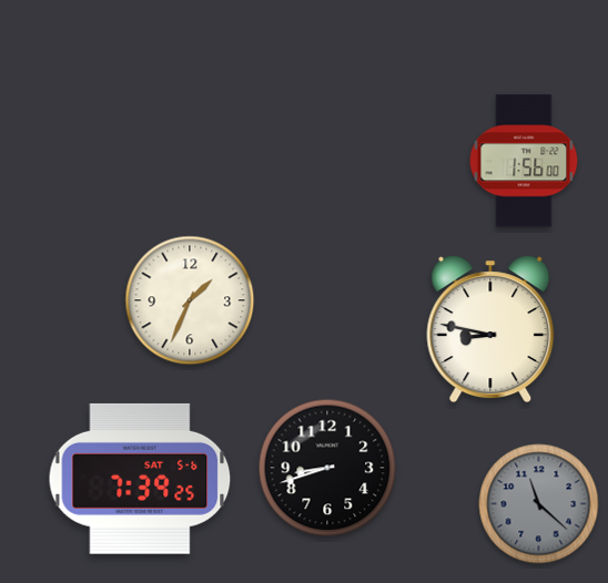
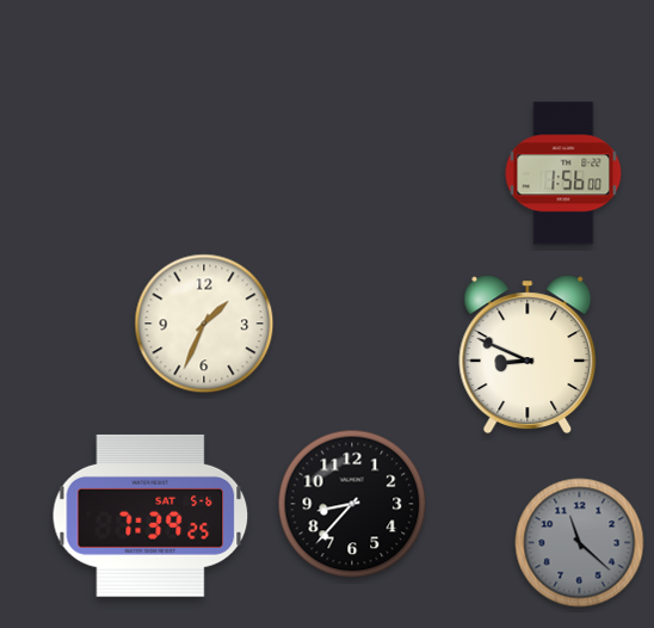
clock at (490, 329): 8:47 -> 8:49
clock at (327, 468): 8:42 -> 8:37
